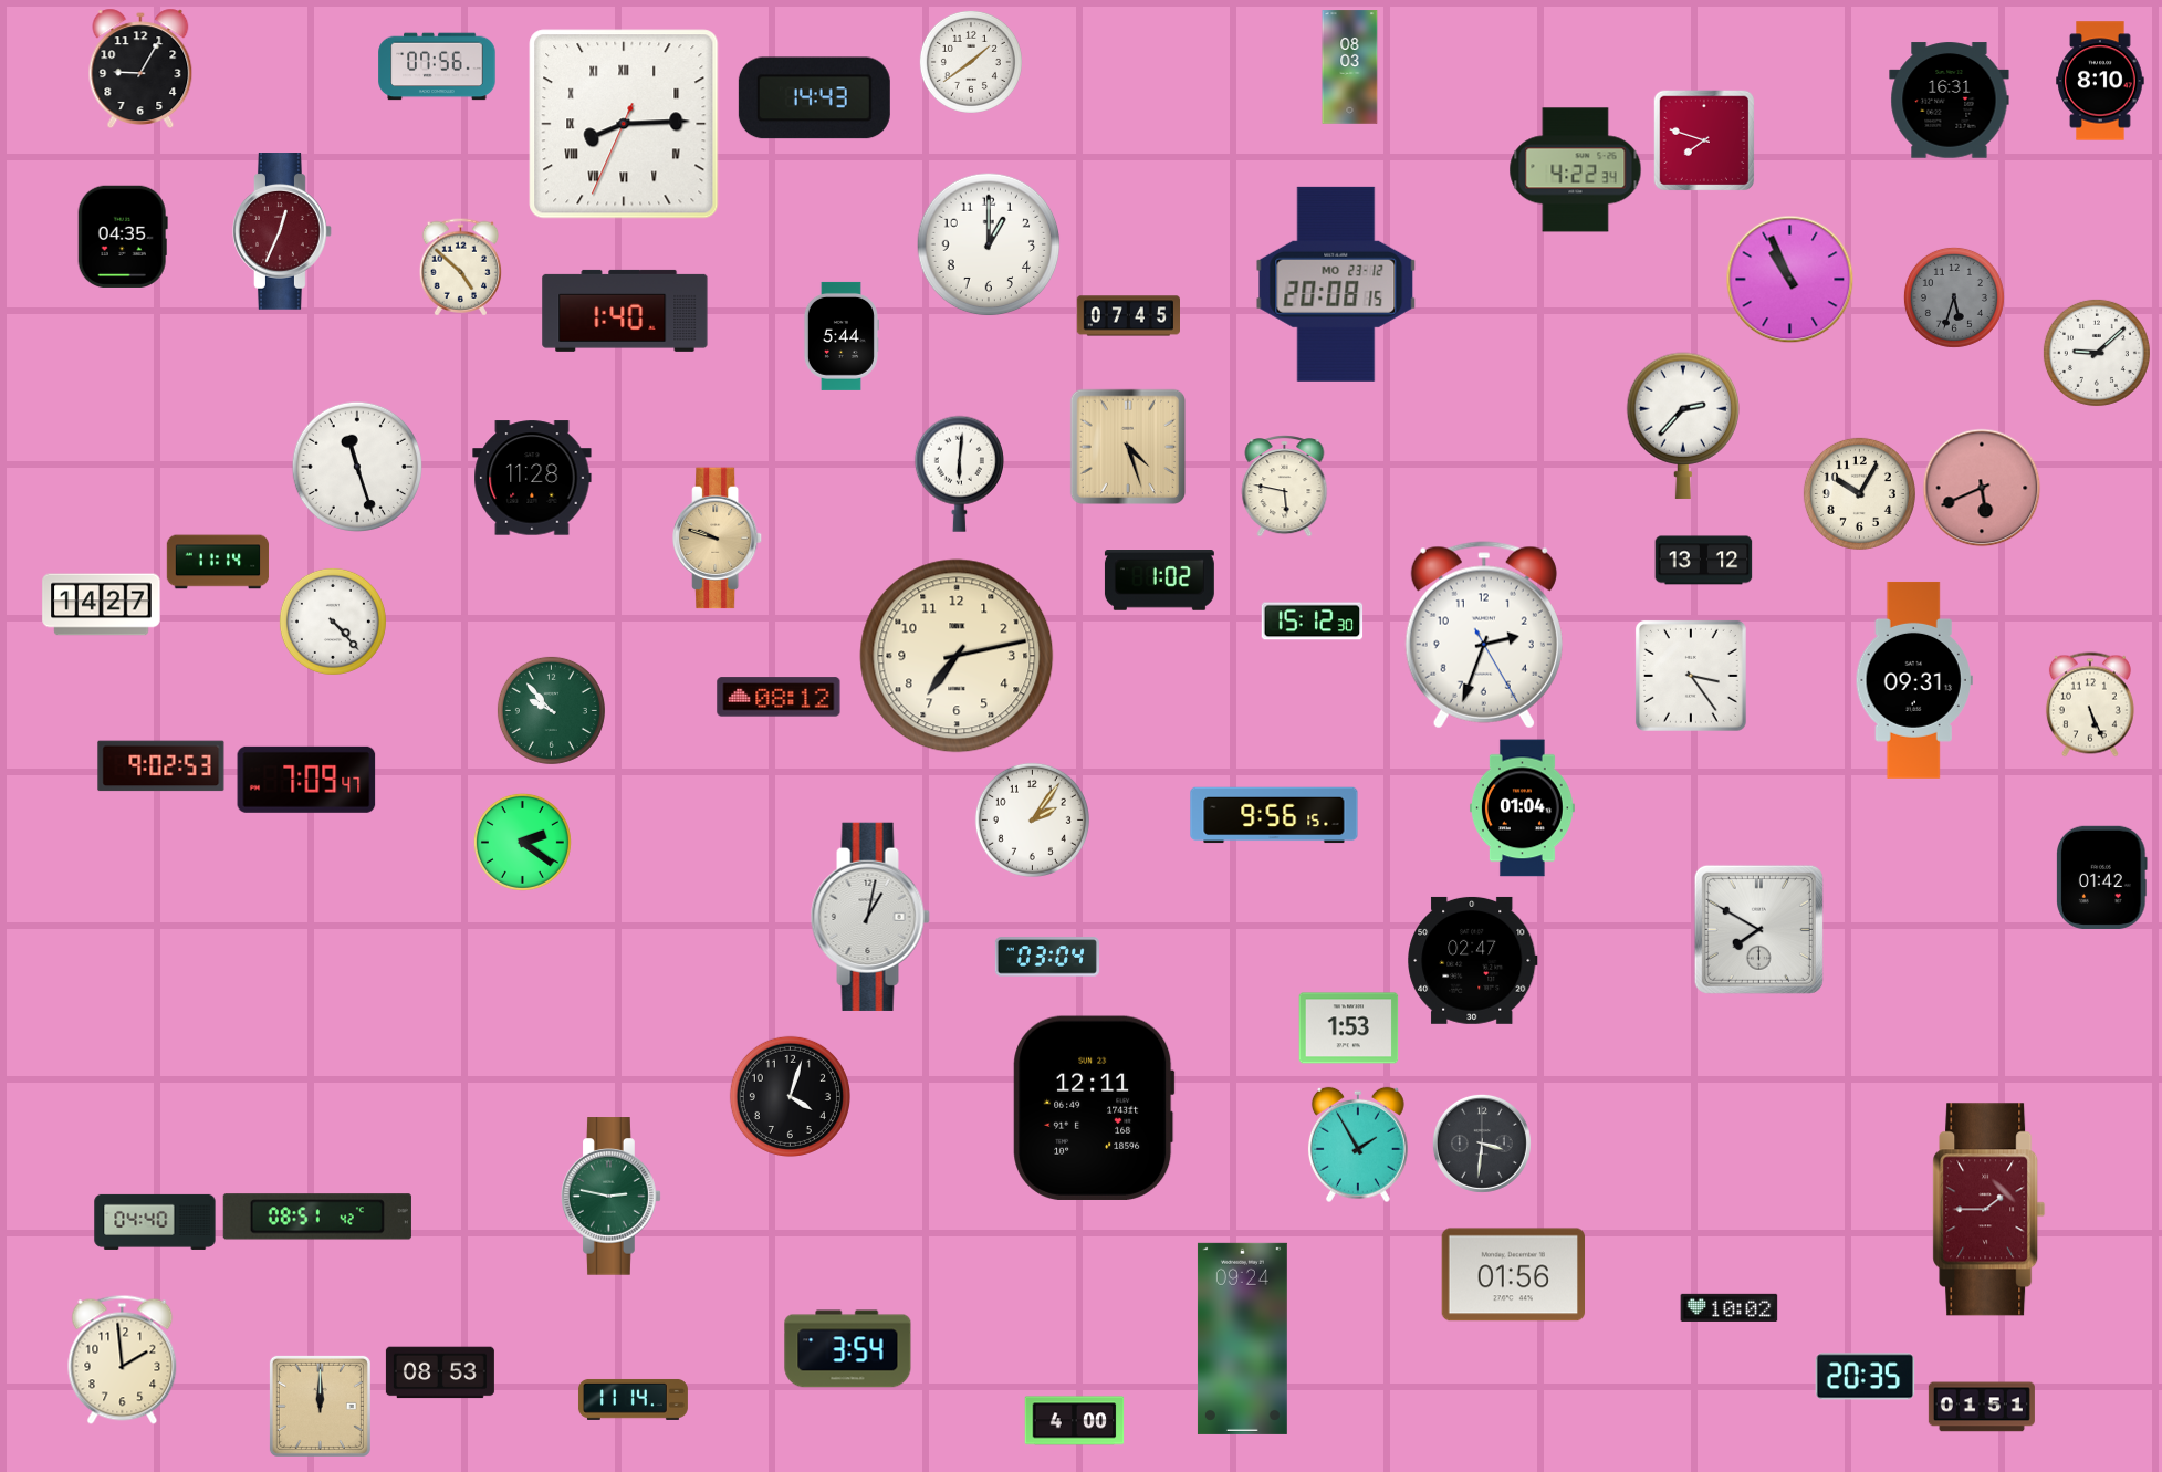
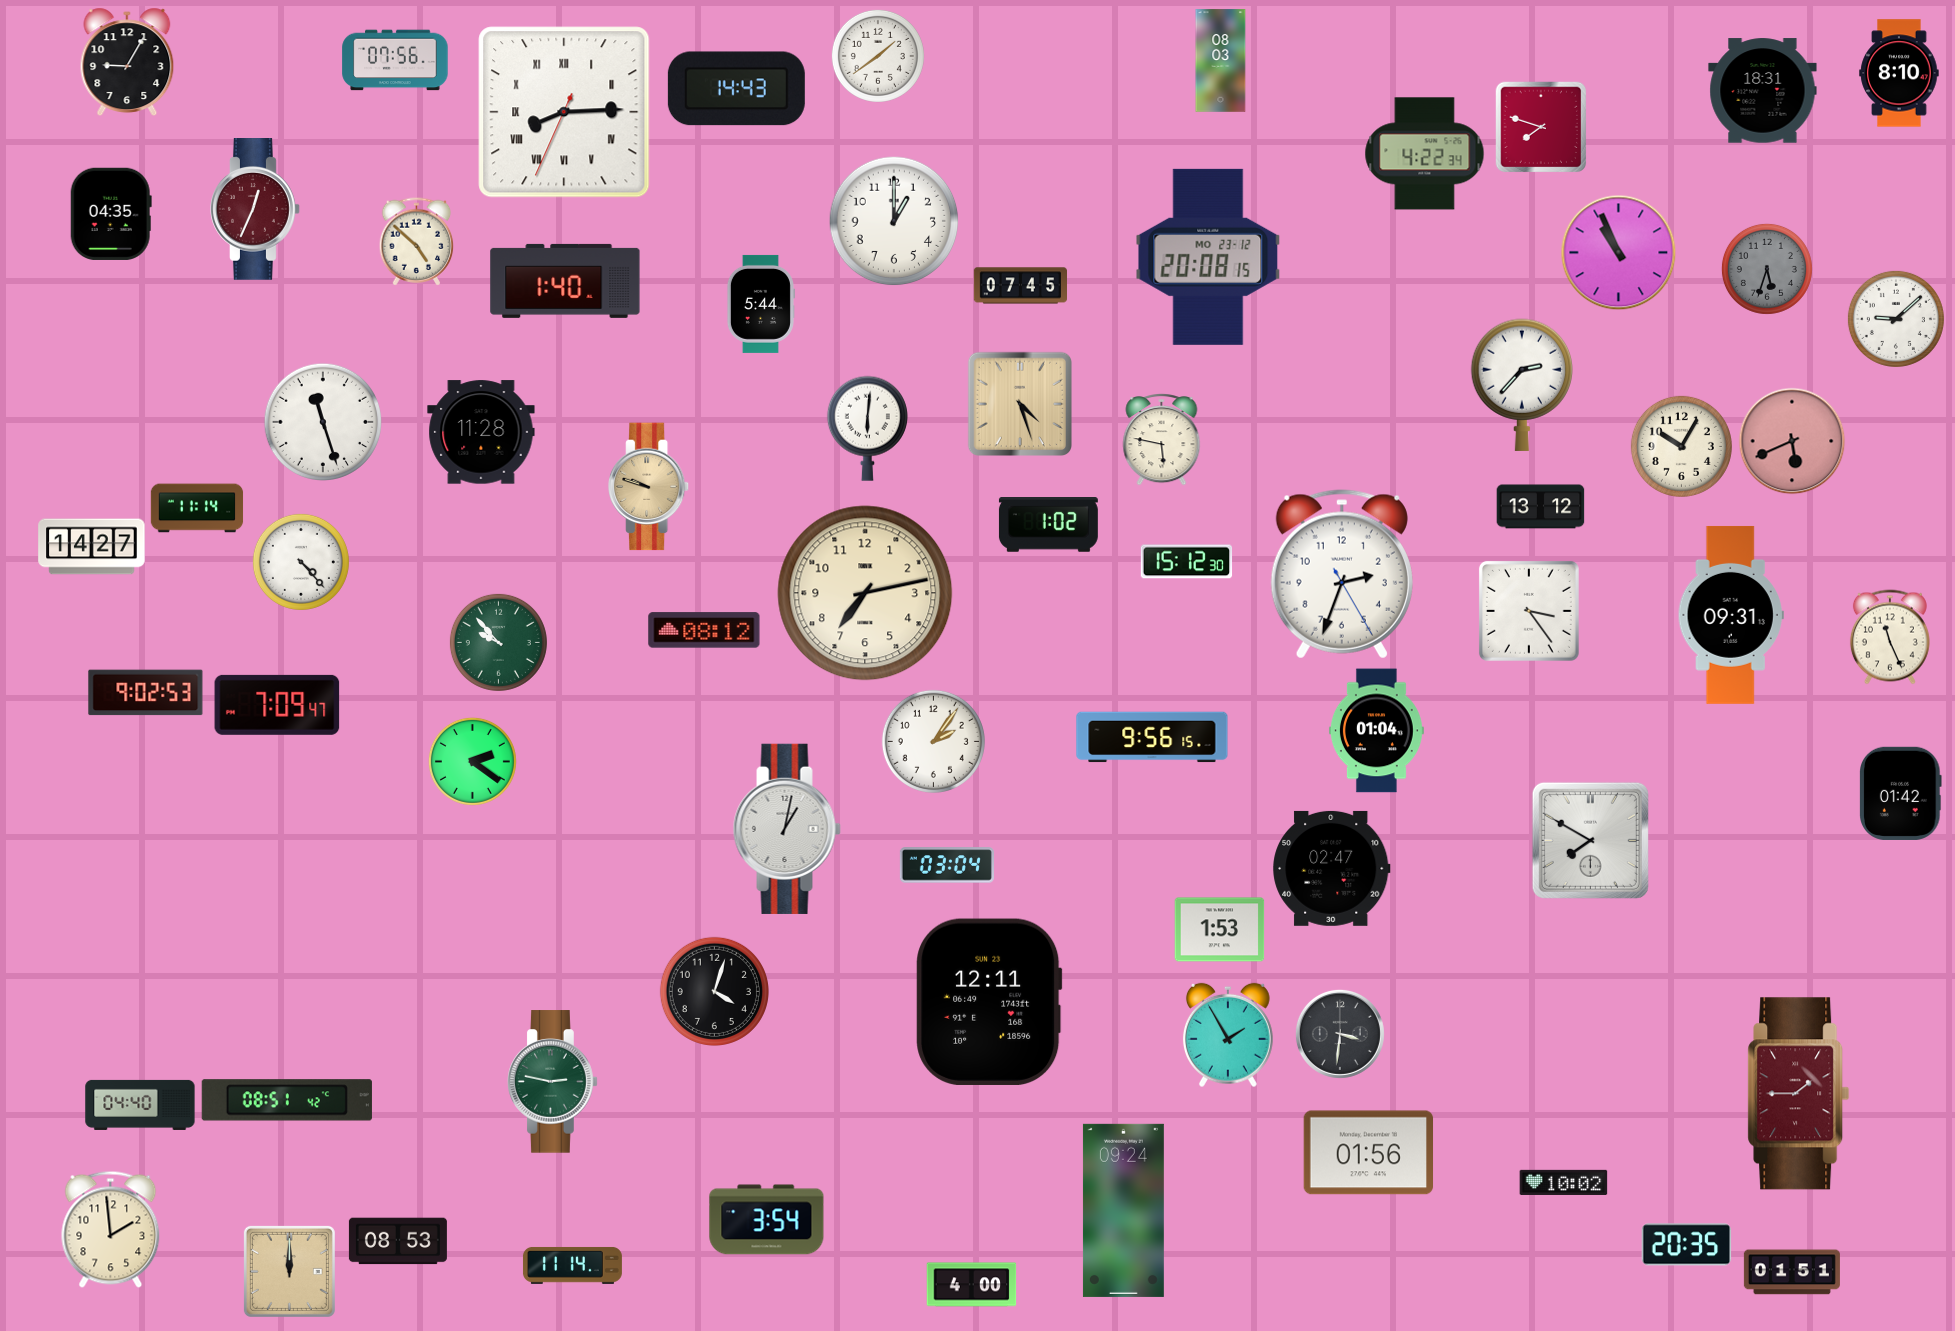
clock at (1950, 101): 16:31 -> 18:31
clock at (2090, 704): 5:26 -> 11:26
